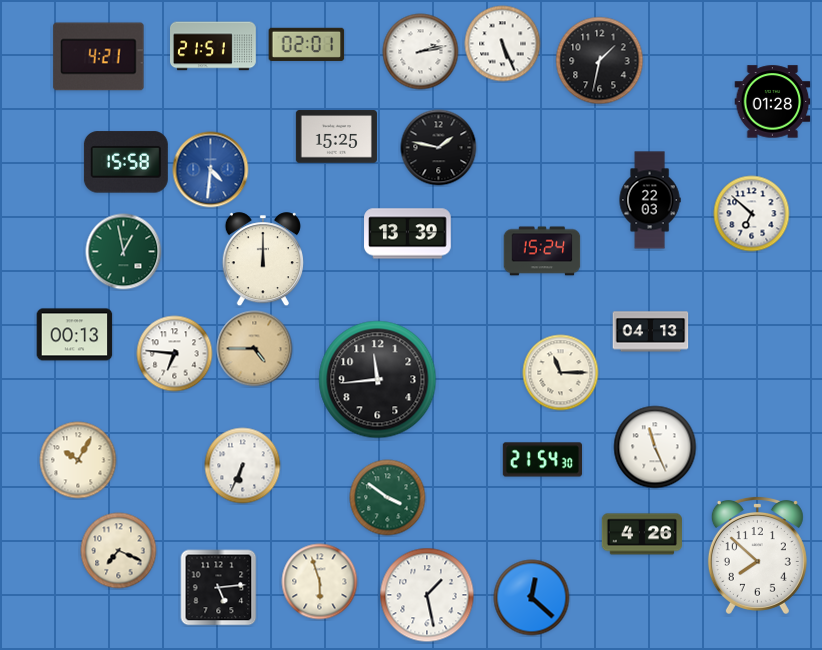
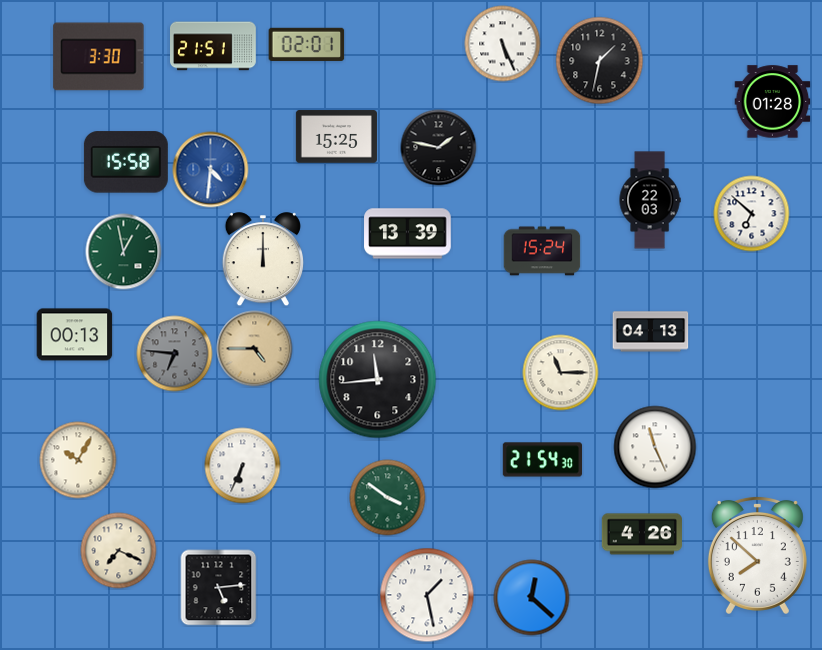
clock at (421, 52): 2:13 -> none
clock at (99, 57): 4:21 -> 3:30
clock at (175, 354) dial: white -> grey
clock at (320, 582): 5:57 -> none
